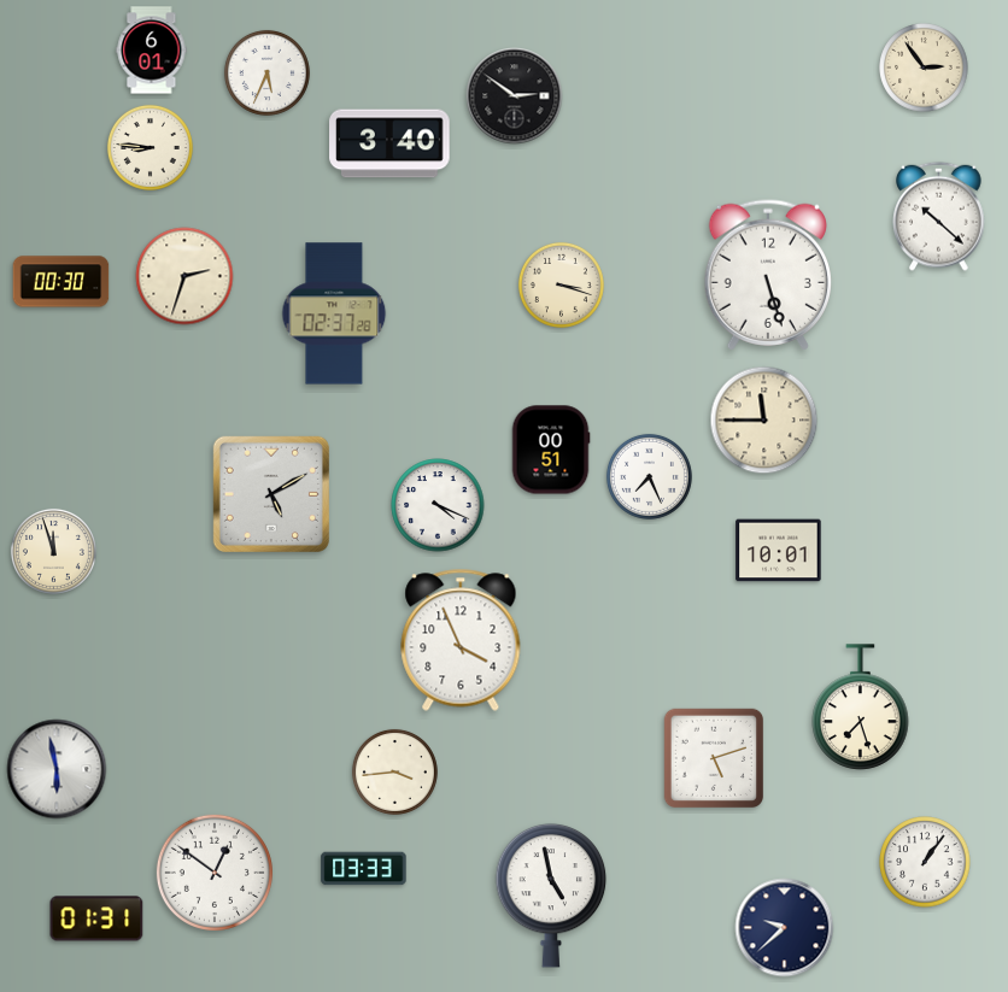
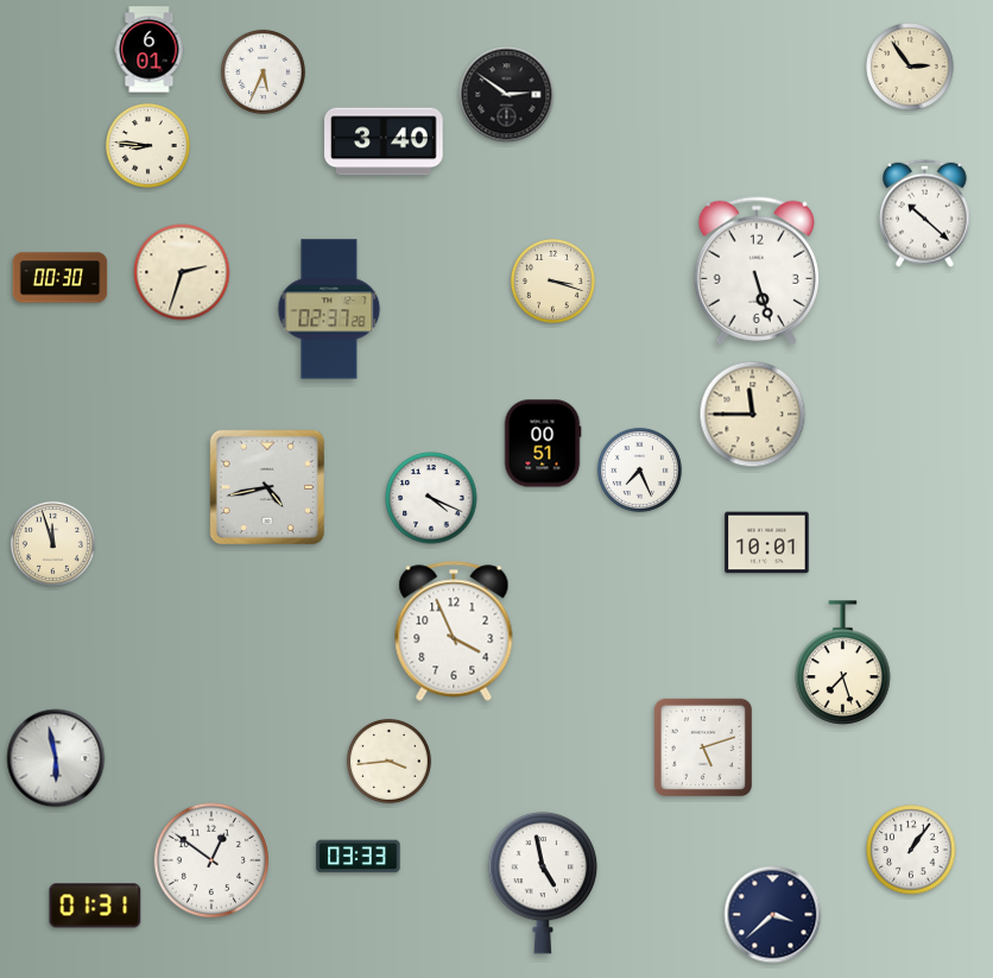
clock at (271, 494): 5:10 -> 4:43
clock at (861, 708) position: (861, 708) -> (843, 663)
clock at (785, 928): 9:38 -> 3:38
